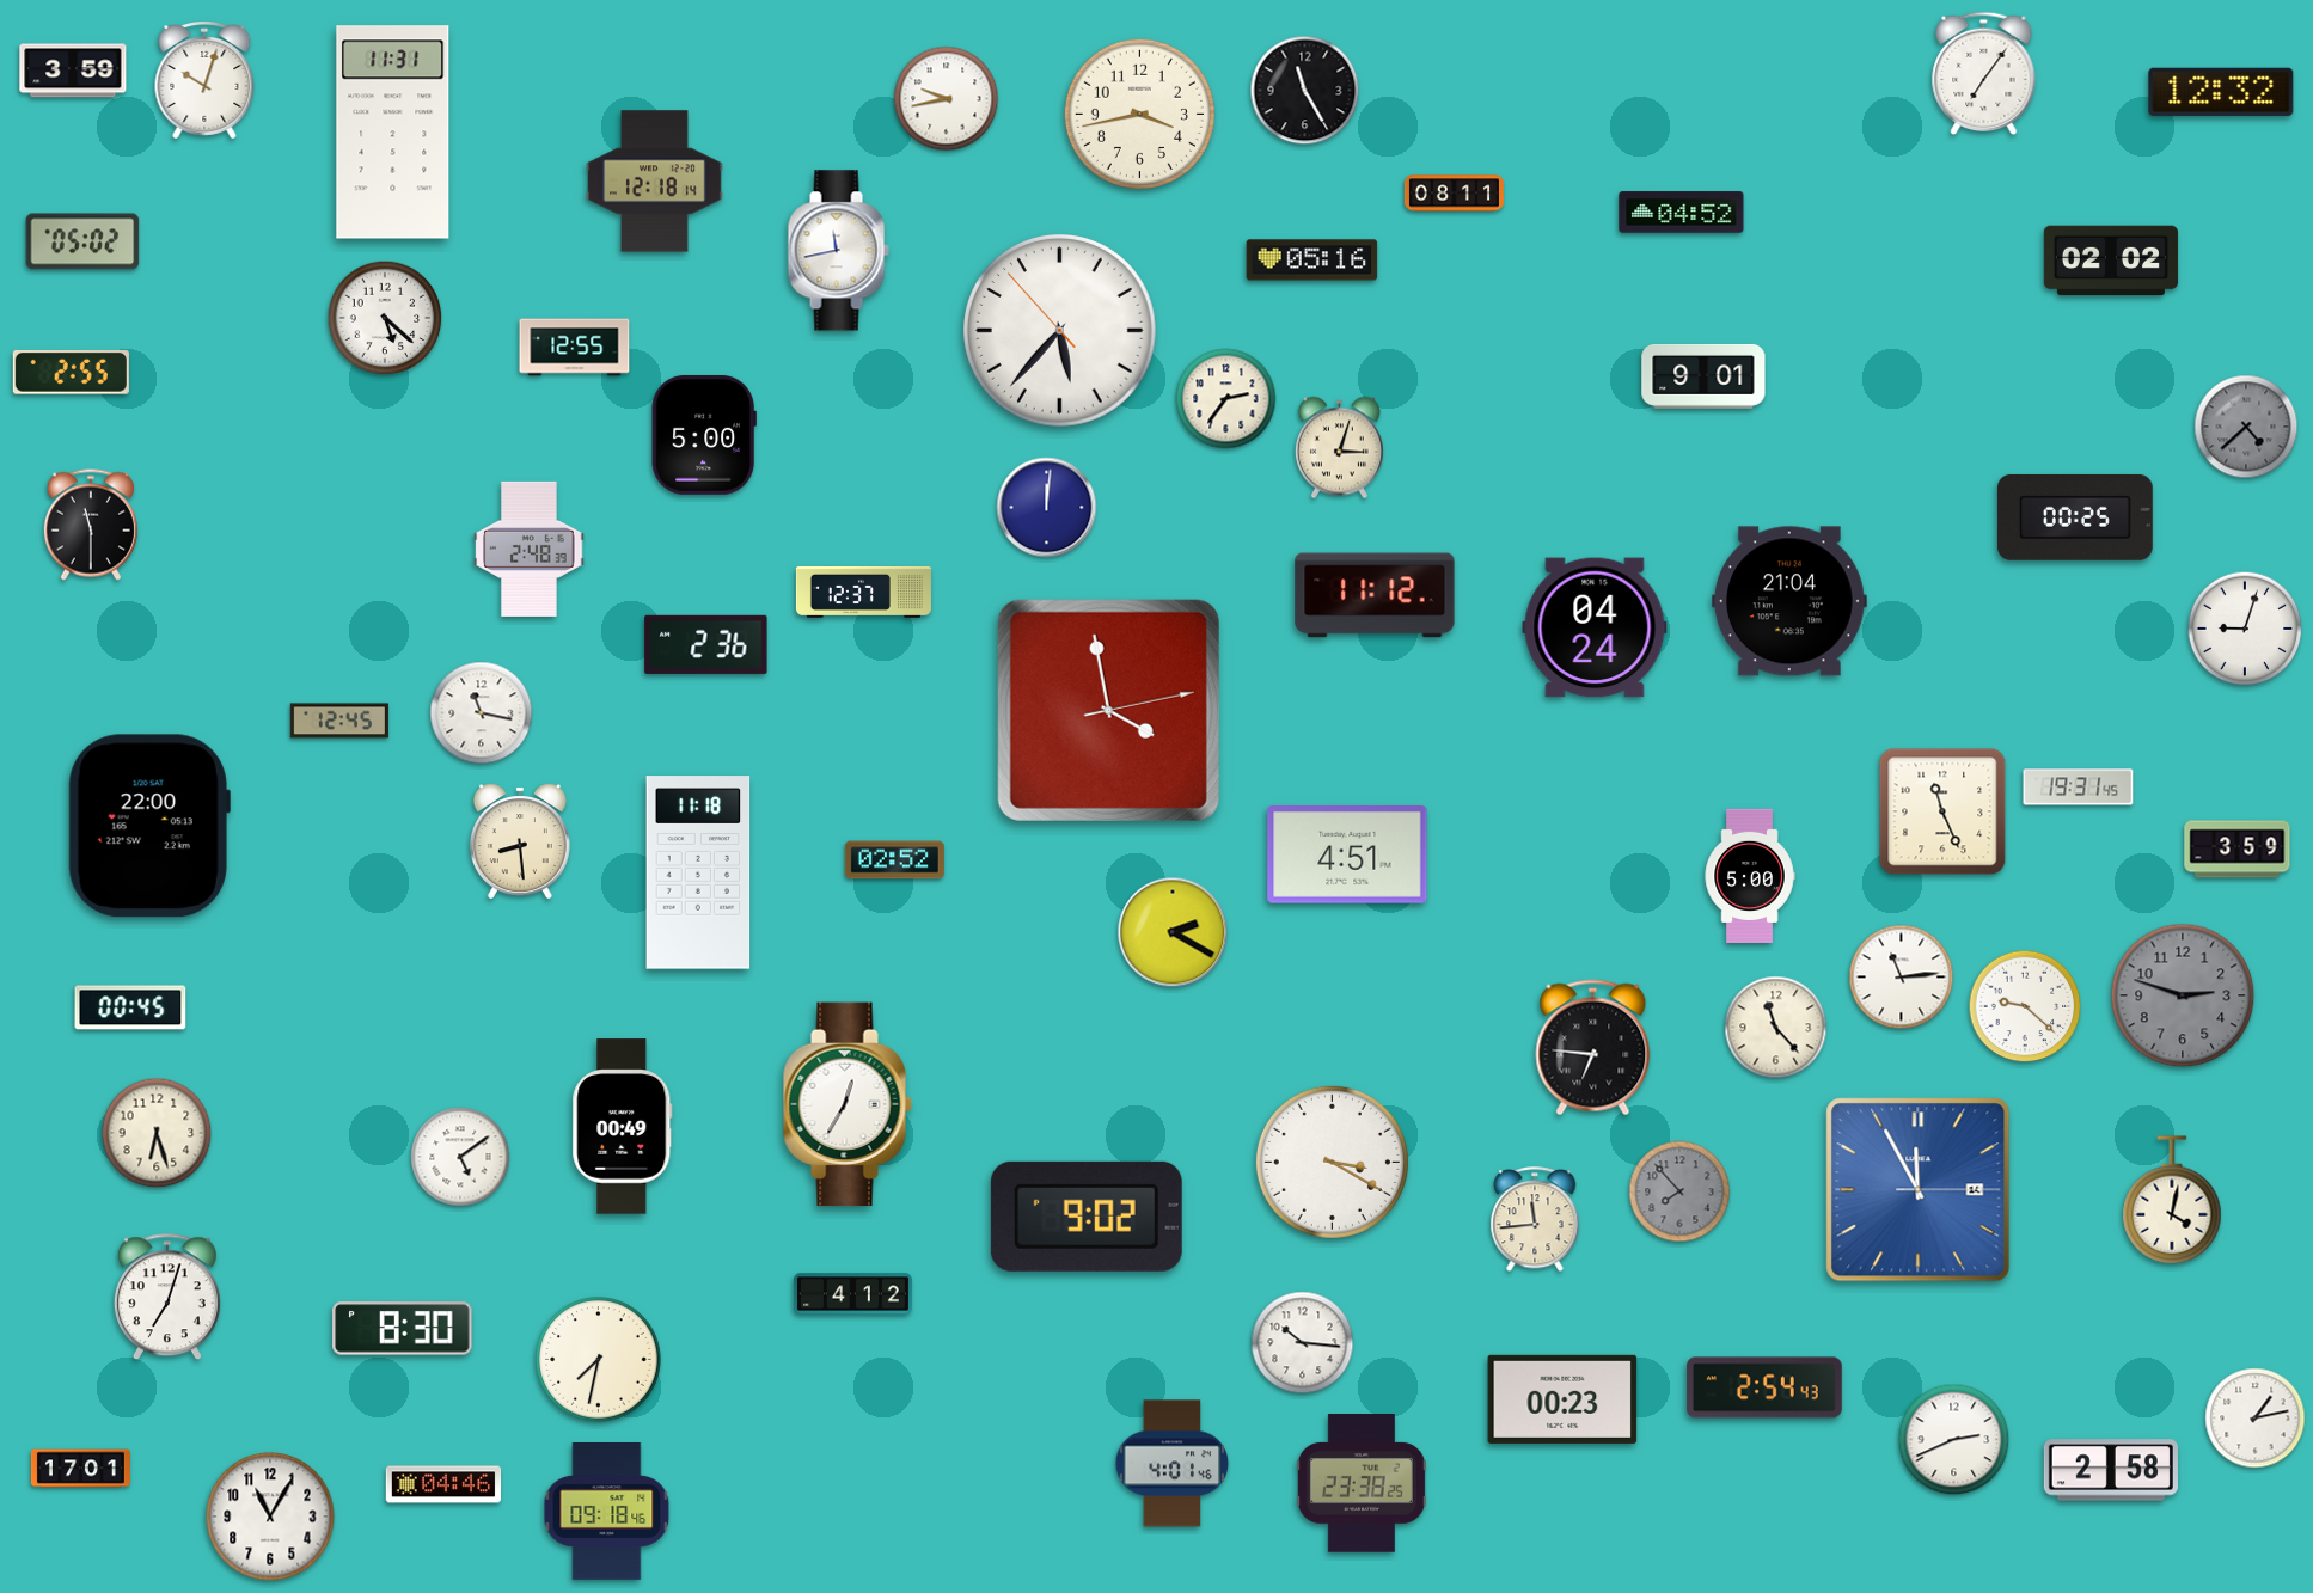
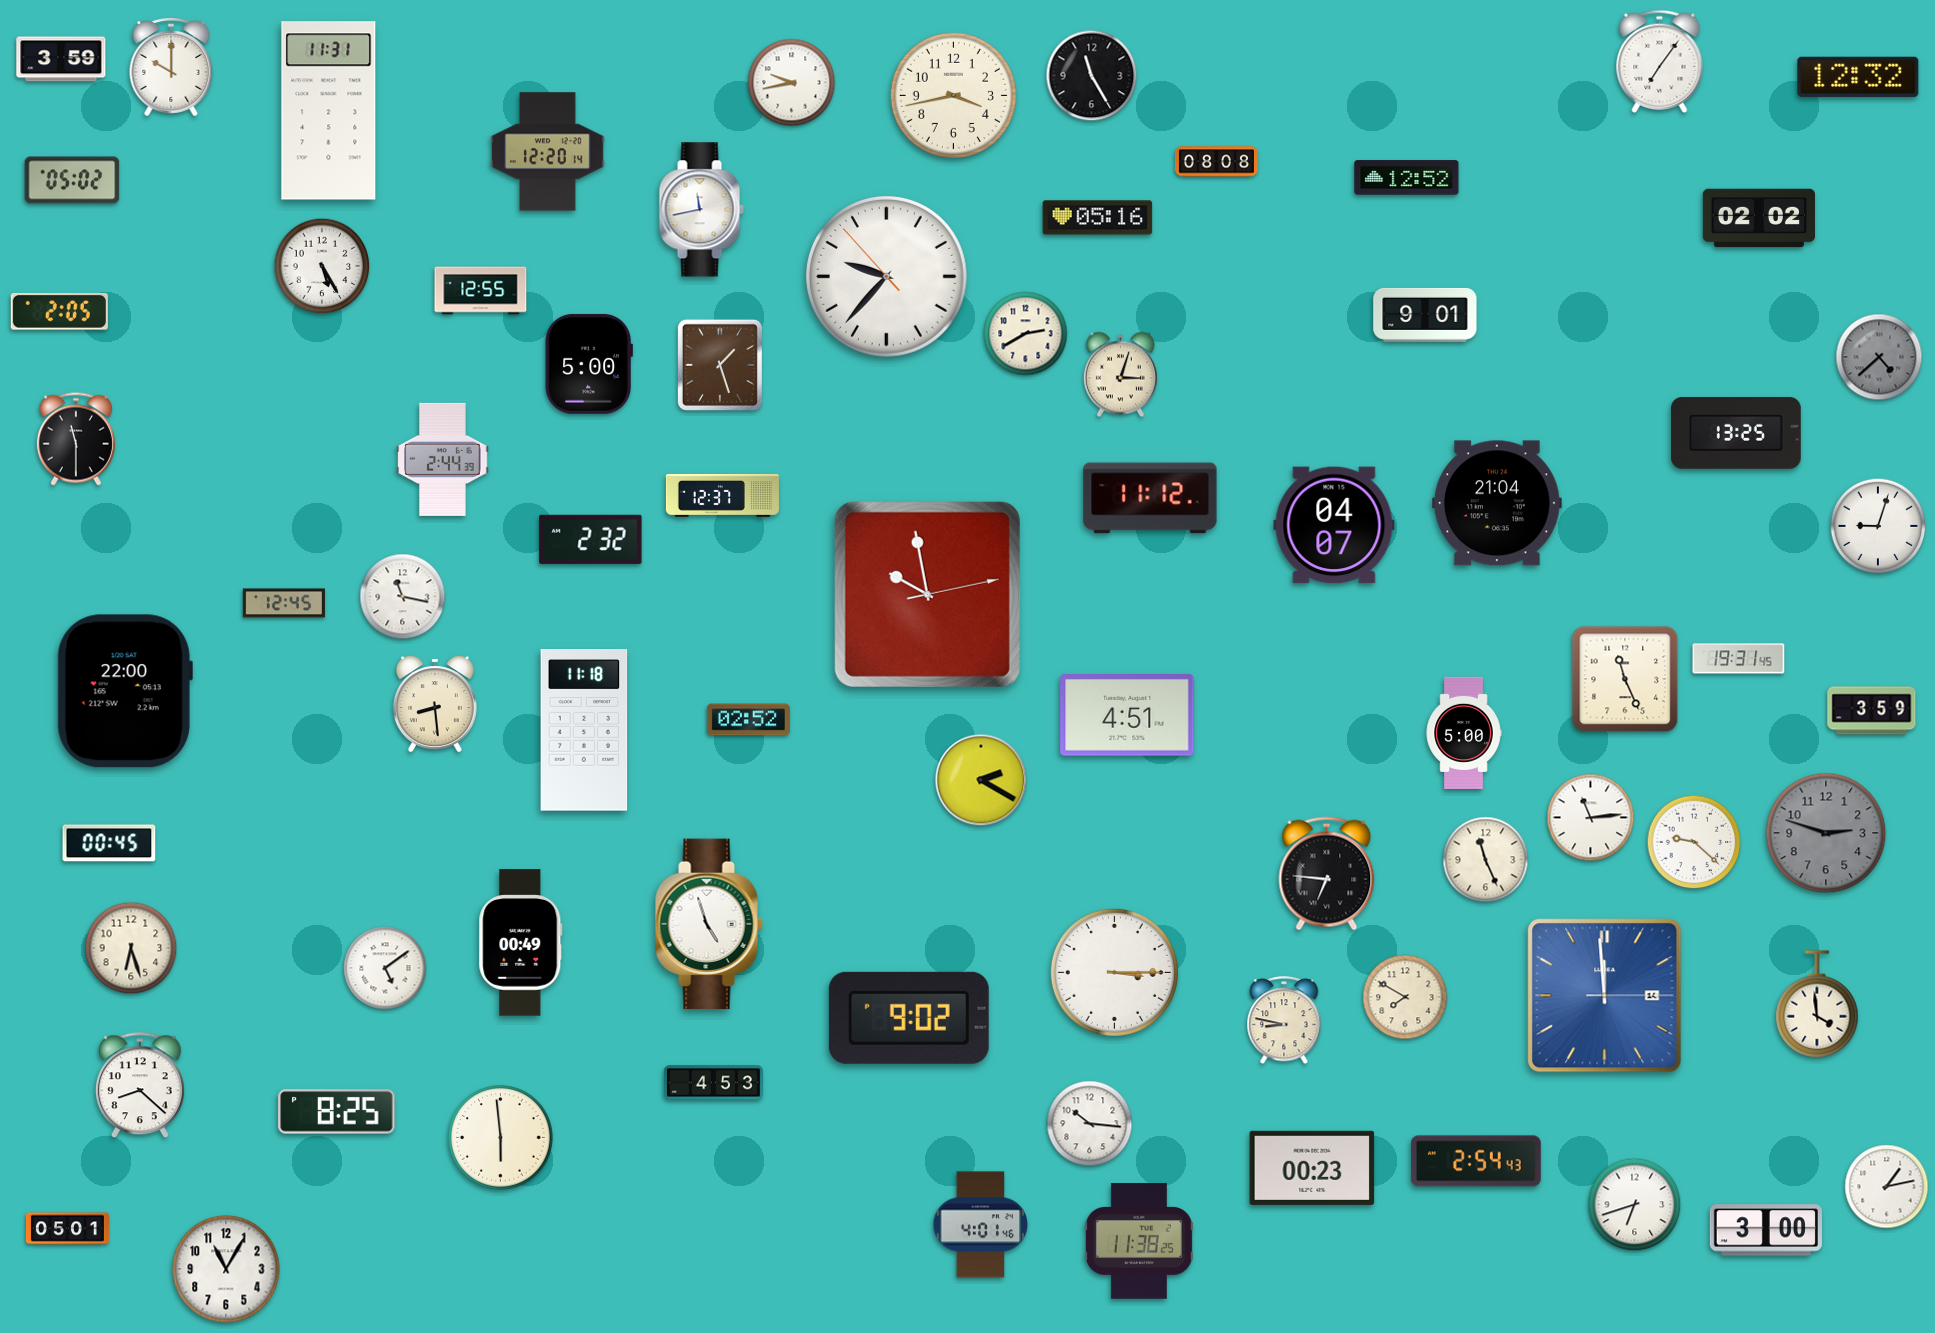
clock at (204, 81): 10:03 -> 10:00
clock at (655, 182): 12:18 -> 12:20
clock at (1454, 194): 08:11 -> 08:08
clock at (1682, 213): 04:52 -> 12:52
clock at (82, 241) position: (82, 241) -> (72, 180)
clock at (2111, 261) position: (2111, 261) -> (1759, 218)
clock at (385, 318): 5:22 -> 5:25
clock at (1059, 330): 5:36 -> 9:36
clock at (71, 373): 2:55 -> 2:05
clock at (1226, 399): 2:36 -> 2:40
clock at (720, 365): none -> 1:27
clock at (1047, 508): 12:01 -> none
clock at (2075, 517): 00:25 -> 13:25
clock at (530, 549): 2:48 -> 2:44
clock at (1595, 627): 04:24 -> 04:07
clock at (706, 644): 2:36 -> 2:32
clock at (1108, 710): 3:58 -> 9:58
clock at (1776, 1028): 11:23 -> 11:26
clock at (1593, 1048) position: (1593, 1048) -> (1327, 874)
clock at (848, 1104): 12:35 -> 4:57
clock at (1332, 1162): 3:20 -> 3:15
clock at (1919, 1190): 11:55 -> 11:59
clock at (1679, 1191): 7:53 -> 7:50
clock at (1679, 1191) dial: grey -> cream
clock at (2172, 1200): 4:02 -> 3:59
clock at (1535, 1220): 11:44 -> 8:47
clock at (852, 1294): 4:12 -> 4:53
clock at (167, 1298): 7:03 -> 8:22
clock at (403, 1329): 8:30 -> 8:25
clock at (599, 1360): 7:32 -> 5:59
clock at (1562, 1399) position: (1562, 1399) -> (1312, 1168)
clock at (1954, 1440): 2:41 -> 6:42
clock at (80, 1469): 17:01 -> 05:01
clock at (2111, 1470): 2:58 -> 3:00
clock at (1362, 1483): 23:38 -> 11:38
clock at (443, 1484): 04:46 -> none
clock at (607, 1512): 09:18 -> none
